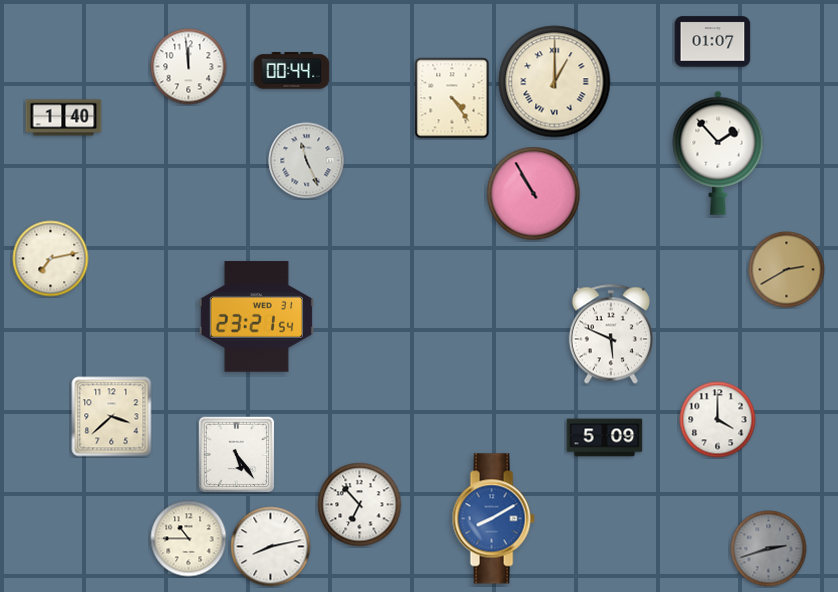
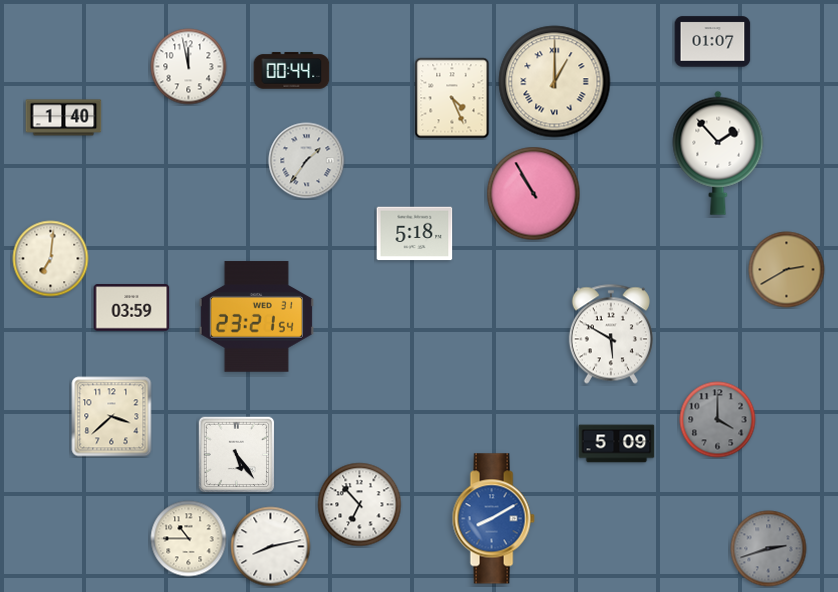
clock at (189, 67): 11:59 -> 11:58
clock at (452, 98): 4:24 -> 4:26
clock at (307, 161): 11:26 -> 1:36
clock at (415, 234): none -> 5:18
clock at (51, 259): 7:13 -> 7:01
clock at (132, 308): none -> 03:59
clock at (611, 334): 5:49 -> 5:50
clock at (718, 420) dial: white -> grey
clock at (605, 438) position: (605, 438) -> (617, 444)
